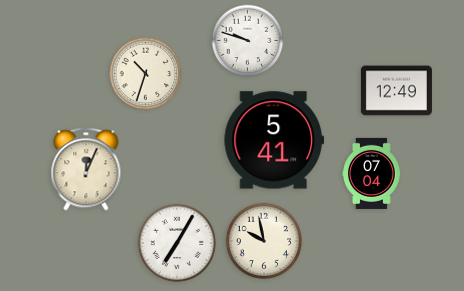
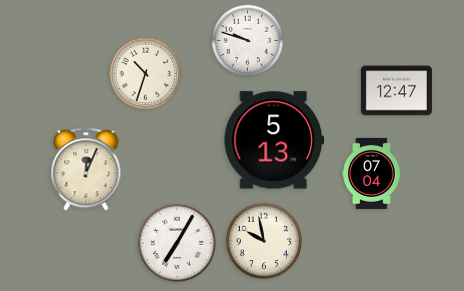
clock at (396, 91): 12:49 -> 12:47
clock at (274, 140): 5:41 -> 5:13
